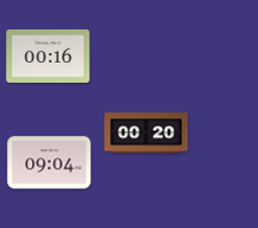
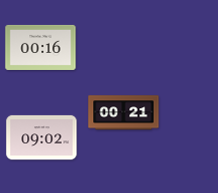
clock at (147, 133): 00:20 -> 00:21
clock at (50, 163): 09:04 -> 09:02
